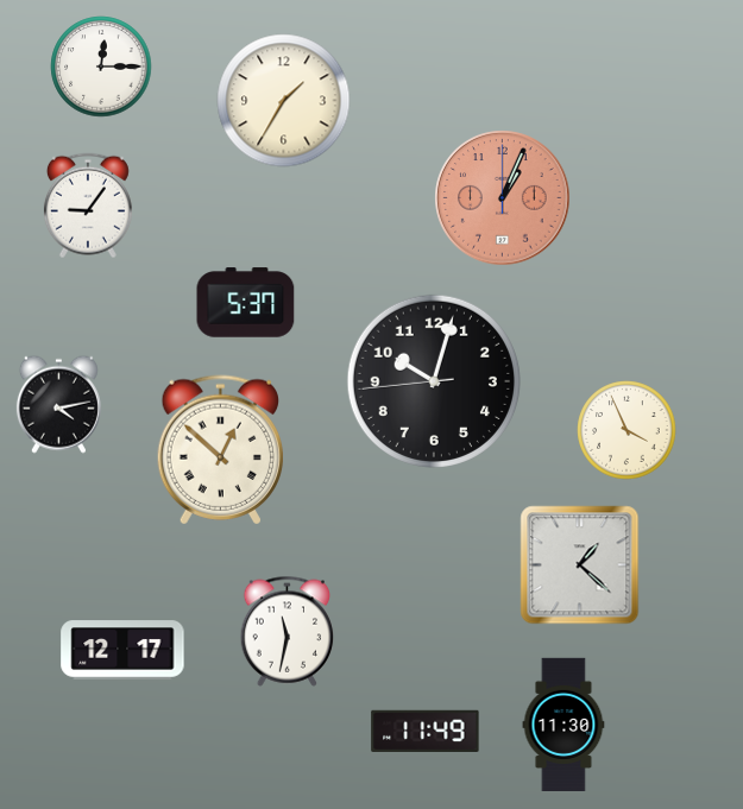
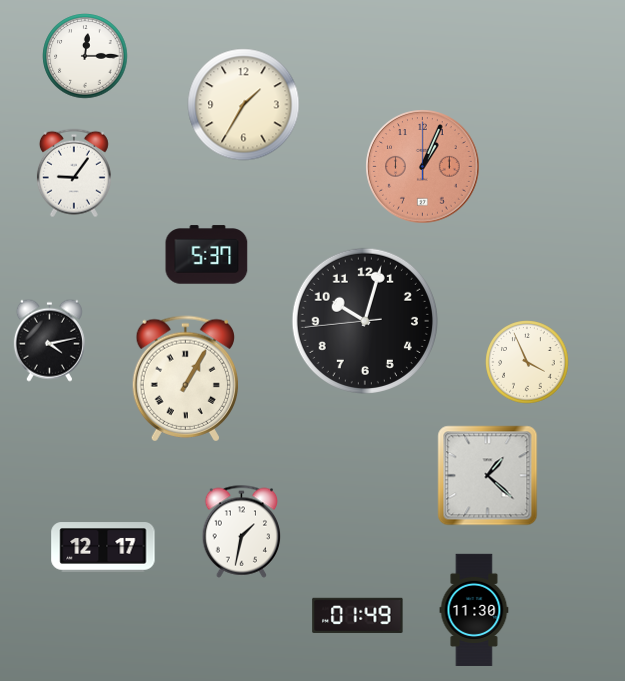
clock at (284, 101) position: (284, 101) -> (244, 105)
clock at (220, 450): 12:52 -> 1:05
clock at (288, 631): 11:32 -> 1:32
clock at (426, 731): 11:49 -> 01:49
